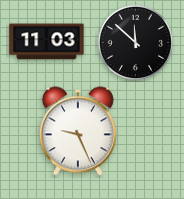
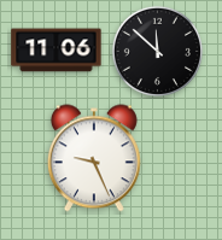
clock at (47, 42): 11:03 -> 11:06
clock at (135, 42) position: (135, 42) -> (157, 51)
